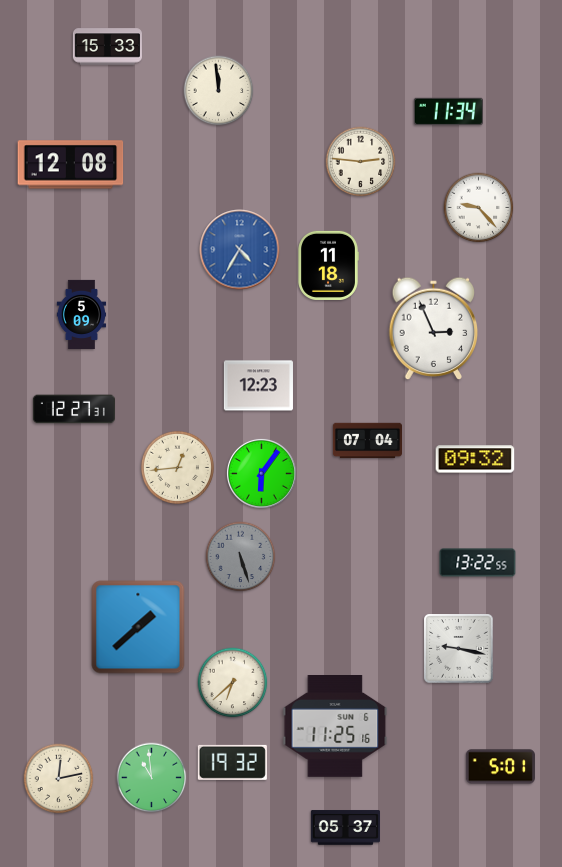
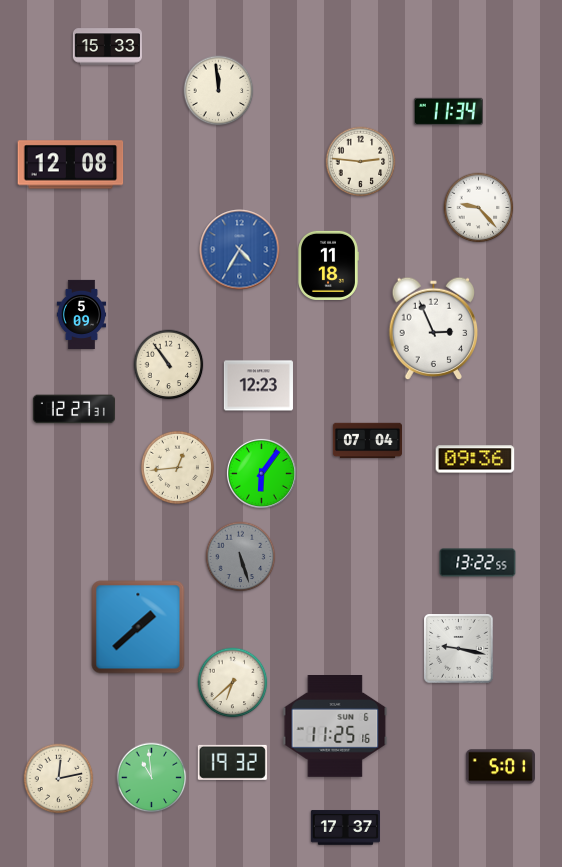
clock at (169, 365): none -> 10:54
clock at (475, 459): 09:32 -> 09:36
clock at (345, 828): 05:37 -> 17:37
